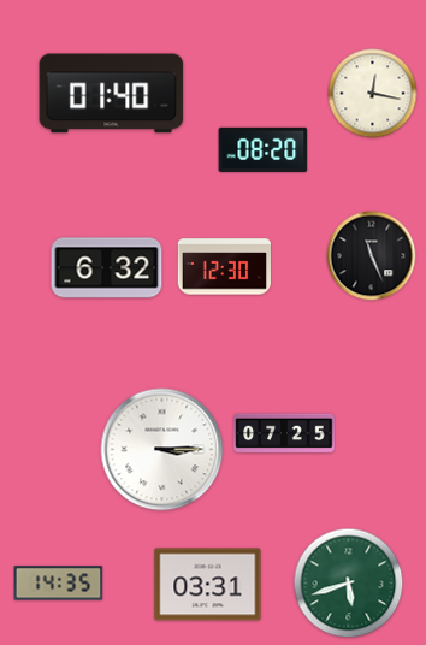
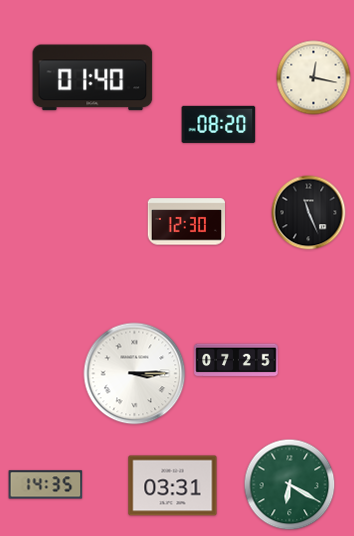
clock at (373, 94) position: (373, 94) -> (314, 78)
clock at (107, 268): 6:32 -> none
clock at (59, 584) position: (59, 584) -> (46, 485)
clock at (349, 584): 5:42 -> 6:20
